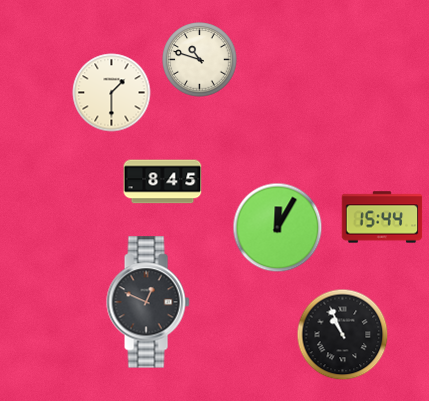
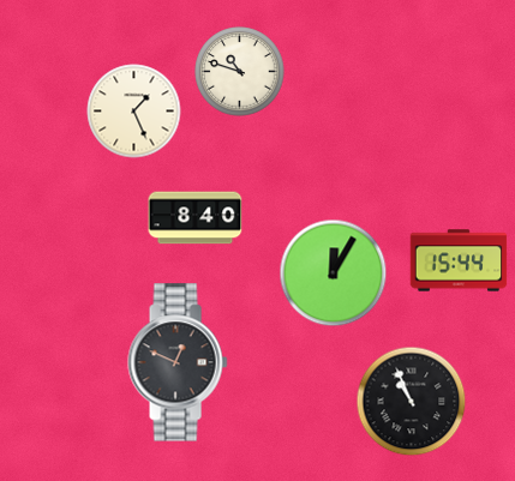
clock at (112, 93): 1:30 -> 1:26
clock at (163, 182): 8:45 -> 8:40
